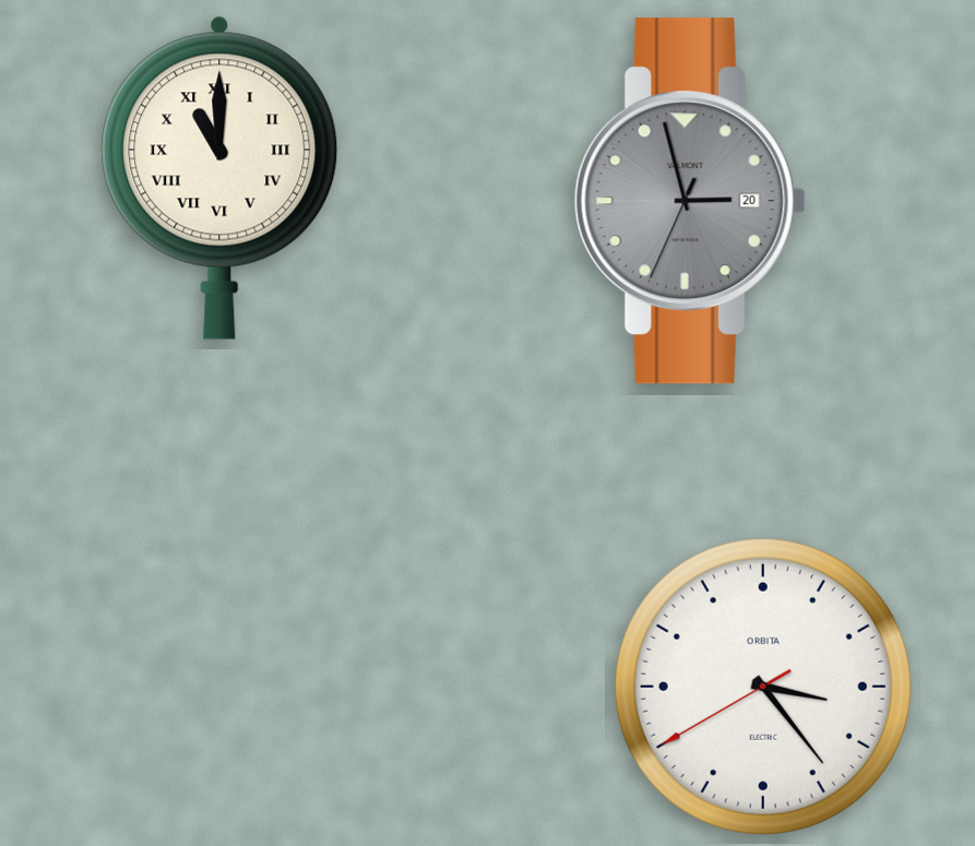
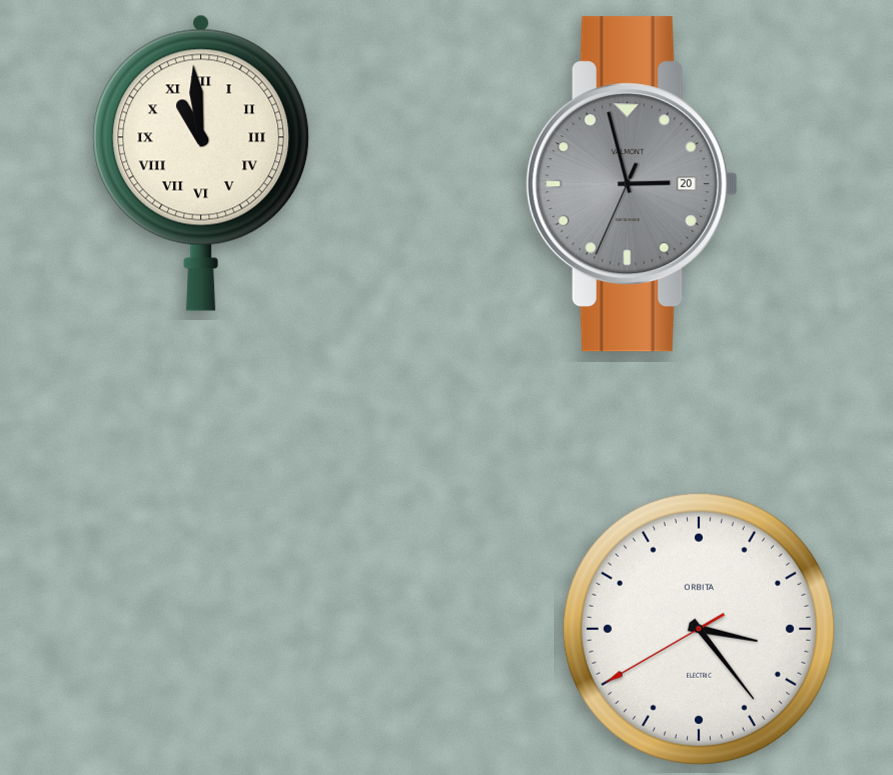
clock at (219, 178): 11:00 -> 10:59
